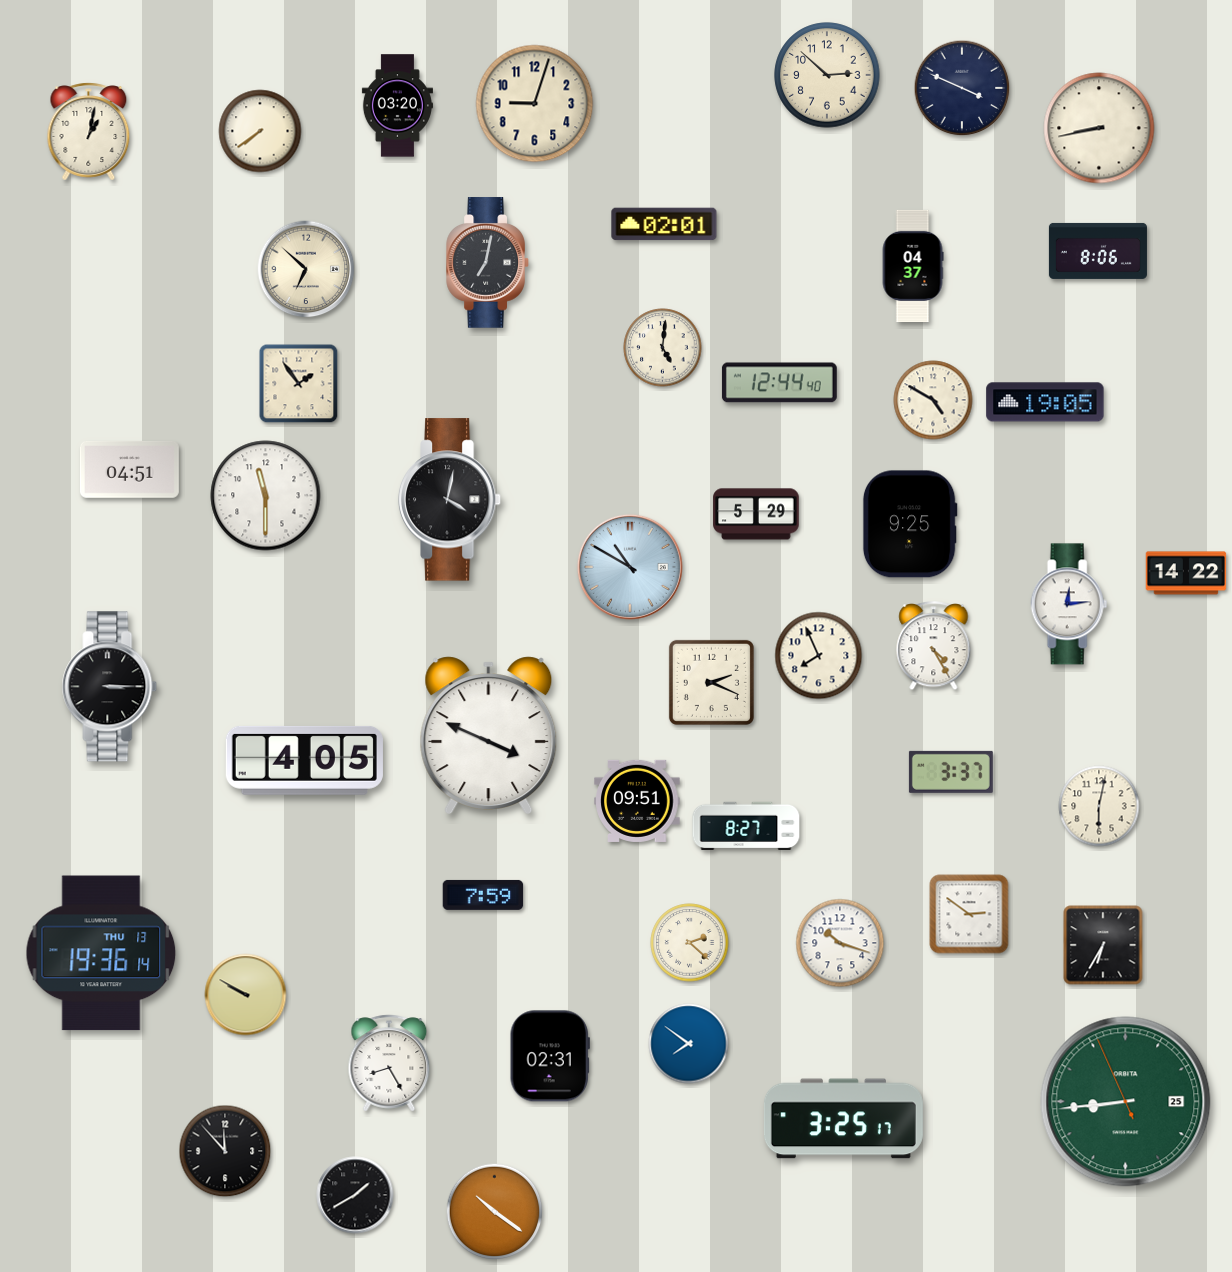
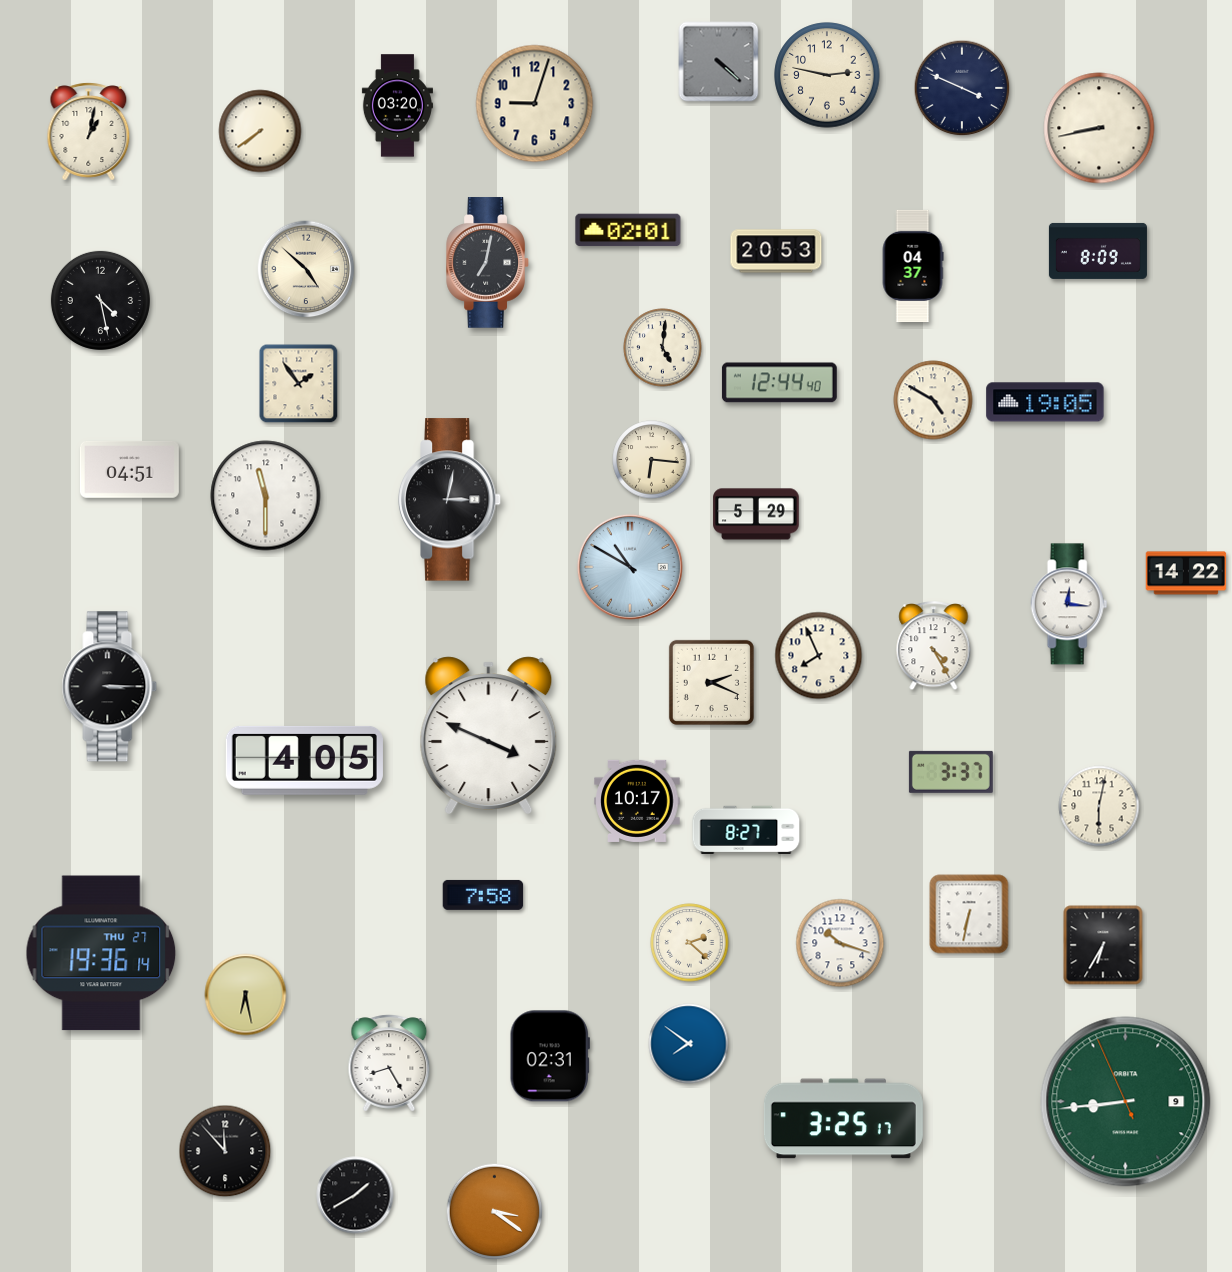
clock at (719, 62): none -> 4:22
clock at (827, 75): 2:52 -> 2:47
clock at (664, 224) position: (664, 224) -> (628, 230)
clock at (776, 251): none -> 20:53
clock at (1098, 251): 8:06 -> 8:09
clock at (306, 269): 6:52 -> 4:52
clock at (100, 300): none -> 4:28
clock at (652, 460): none -> 6:16
clock at (450, 500): 4:02 -> 3:02
clock at (910, 524): 9:25 -> none
clock at (1069, 604): 12:14 -> 12:16
clock at (637, 801): 09:51 -> 10:17
clock at (746, 825) position: (746, 825) -> (746, 829)
clock at (483, 895): 7:59 -> 7:58
clock at (969, 914): 2:51 -> 6:32
clock at (101, 953) date: THU 13 -> THU 27
clock at (246, 995): 9:50 -> 6:28
clock at (1126, 1102) date: 25 -> 9
clock at (495, 1212): 10:21 -> 3:21
